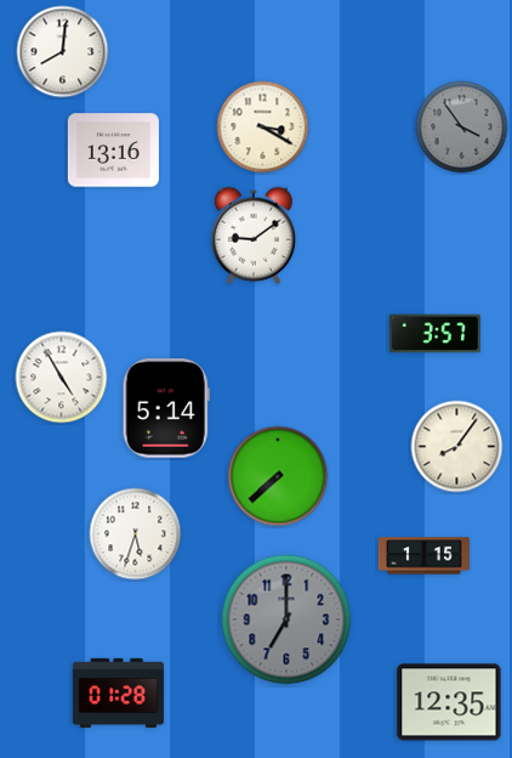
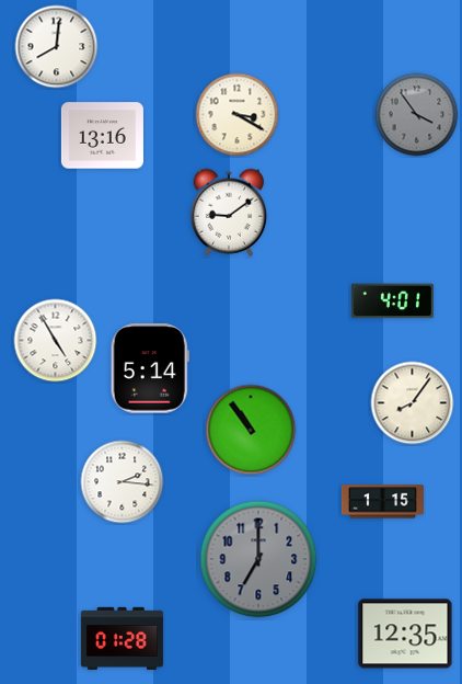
clock at (434, 334): 3:57 -> 4:01
clock at (278, 476): 7:38 -> 10:54
clock at (136, 534): 5:33 -> 2:16
clock at (118, 692) position: (118, 692) -> (122, 638)
